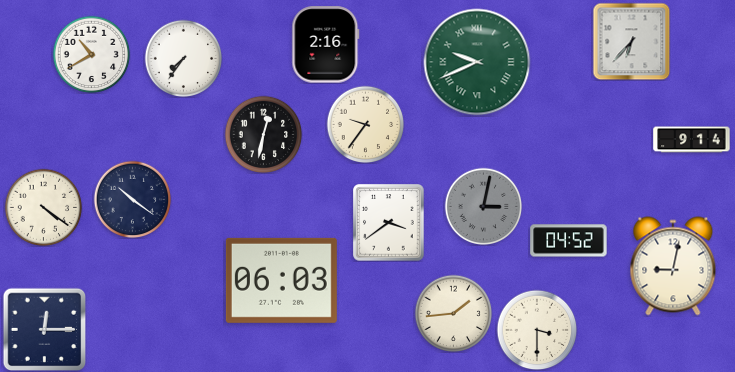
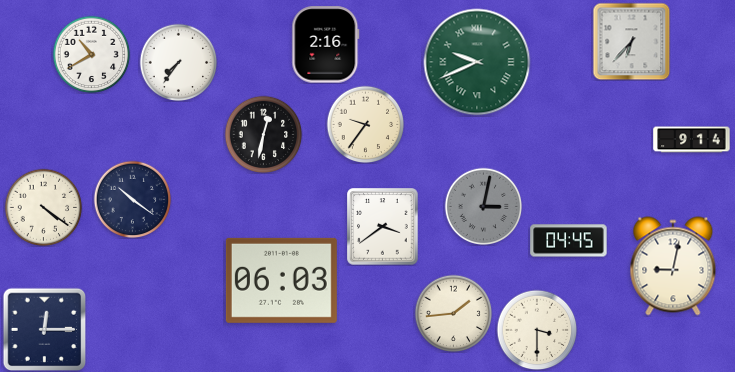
clock at (183, 58) position: (183, 58) -> (178, 62)
clock at (389, 223) position: (389, 223) -> (383, 227)
clock at (569, 241): 04:52 -> 04:45
